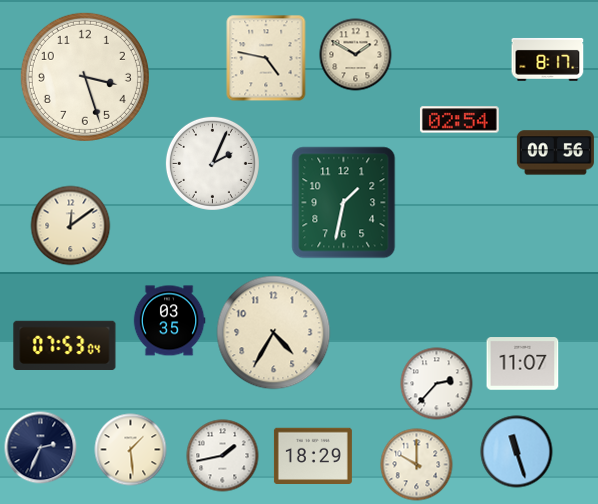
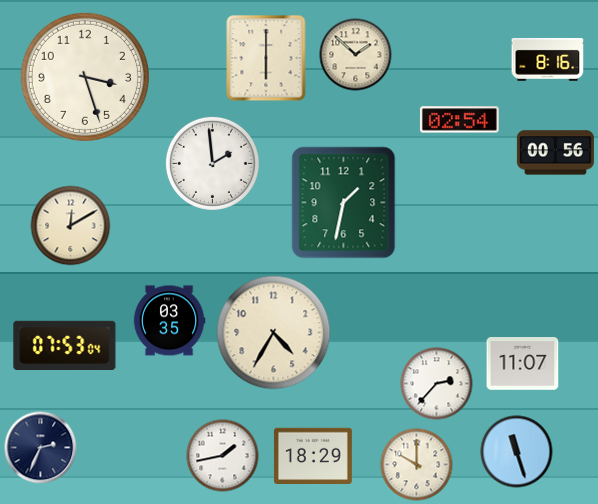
clock at (356, 55): 1:50 -> 1:52
clock at (266, 58): 4:47 -> 6:00
clock at (548, 59): 8:17 -> 8:16
clock at (212, 163): 2:04 -> 1:59
clock at (71, 226): 12:09 -> 12:10
clock at (131, 450): 1:29 -> none
